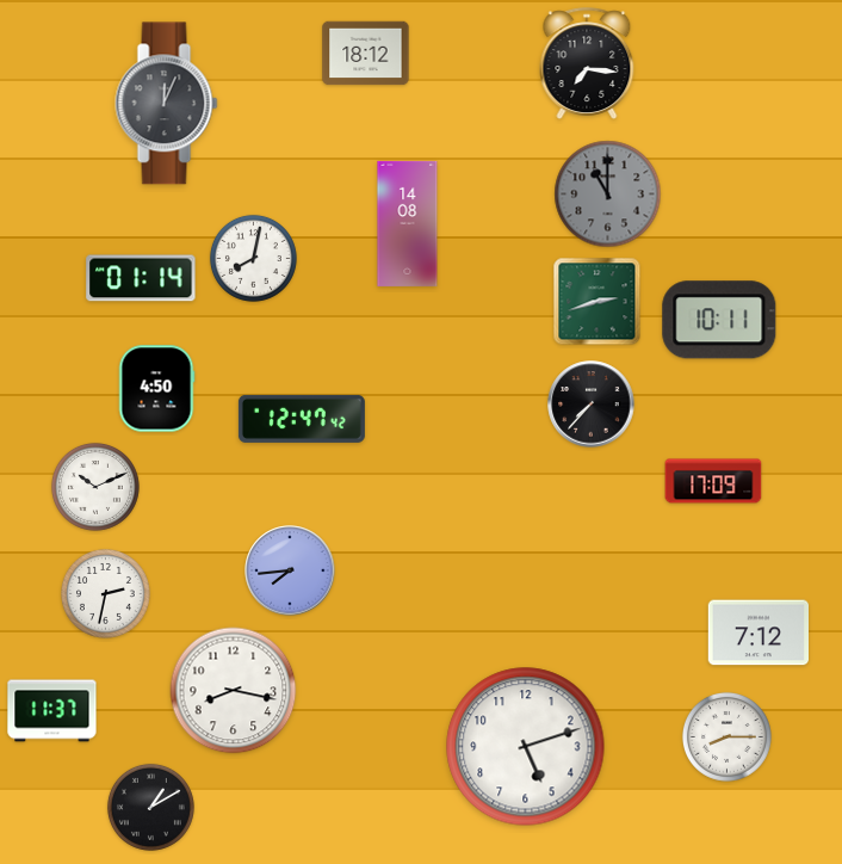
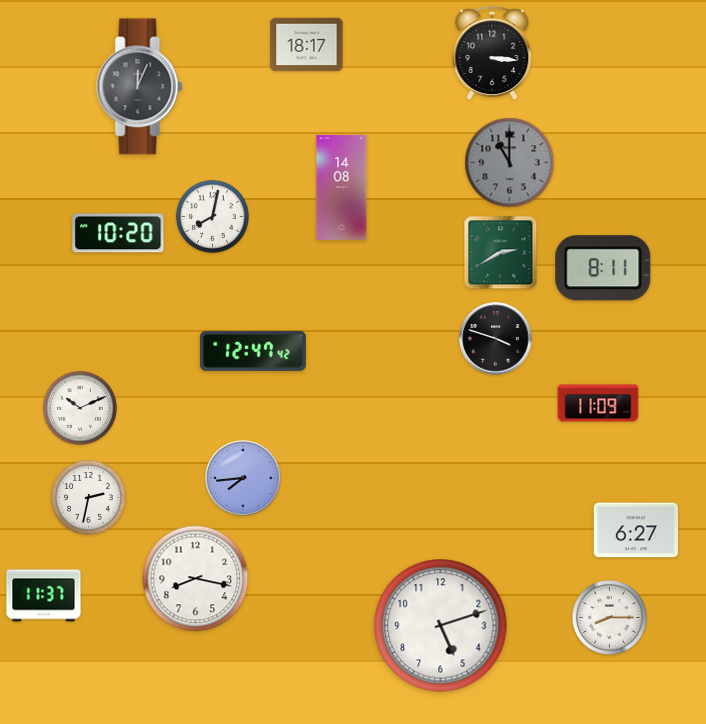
clock at (366, 54): 18:12 -> 18:17
clock at (587, 63): 7:16 -> 3:16
clock at (141, 278): 01:14 -> 10:20
clock at (598, 302): 2:42 -> 2:40
clock at (719, 320): 10:11 -> 8:11
clock at (156, 389): 4:50 -> none
clock at (592, 405): 7:37 -> 3:48
clock at (713, 481): 17:09 -> 11:09
clock at (757, 632): 7:12 -> 6:27
clock at (150, 807): 1:10 -> none
